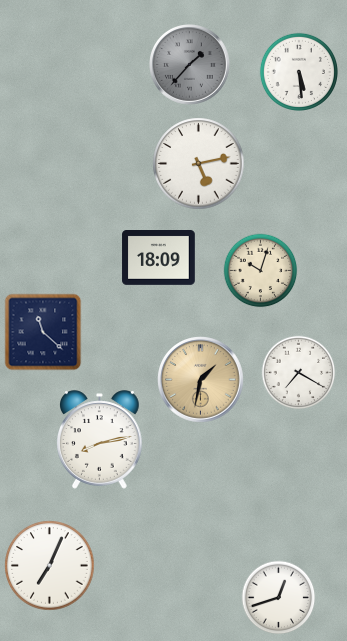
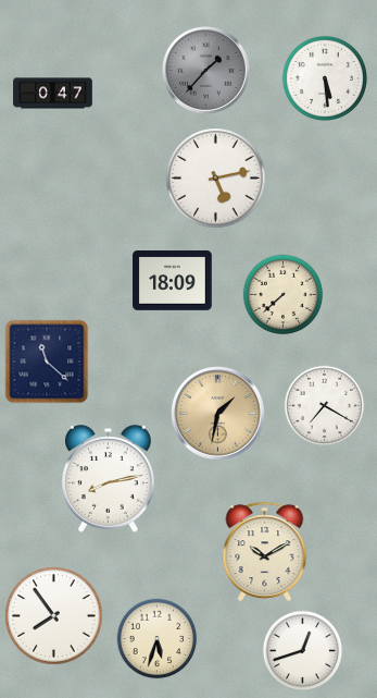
clock at (53, 94): none -> 0:47
clock at (261, 271): 10:03 -> 7:38
clock at (265, 552): none -> 10:10
clock at (50, 566): 7:04 -> 7:54
clock at (158, 639): none -> 5:33
